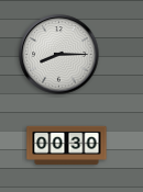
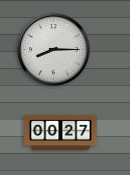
clock at (67, 145): 00:30 -> 00:27
